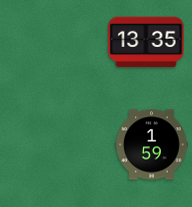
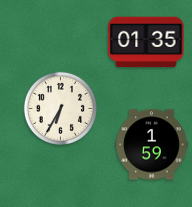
clock at (146, 42): 13:35 -> 01:35
clock at (60, 108): none -> 6:35
